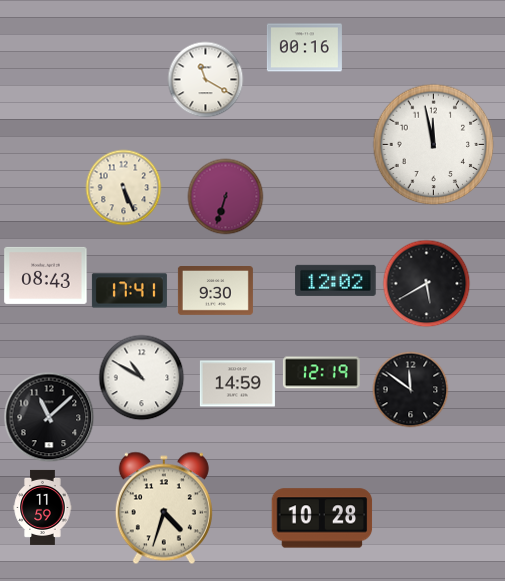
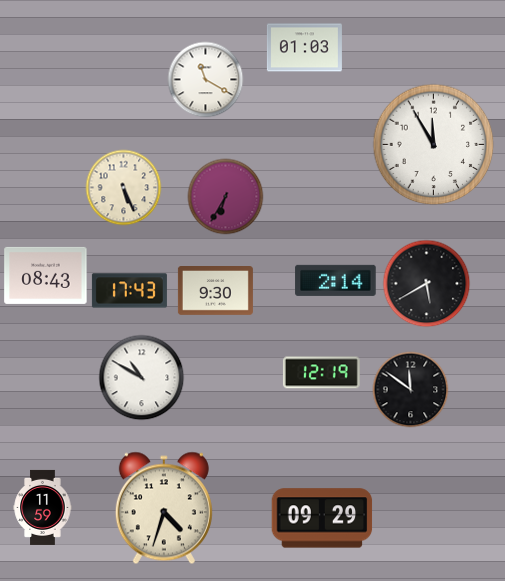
clock at (304, 48): 00:16 -> 01:03
clock at (434, 145): 11:58 -> 11:55
clock at (226, 197): 6:33 -> 6:35
clock at (336, 280): 12:02 -> 2:14
clock at (129, 291): 17:41 -> 17:43
clock at (237, 384): 14:59 -> none
clock at (49, 417): 11:08 -> none
clock at (322, 518): 10:28 -> 09:29
